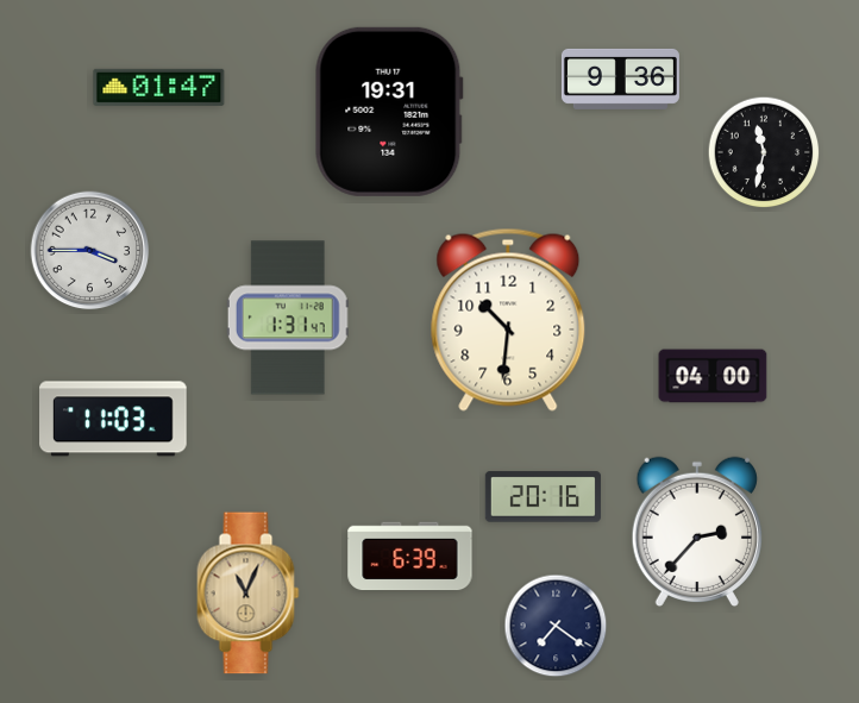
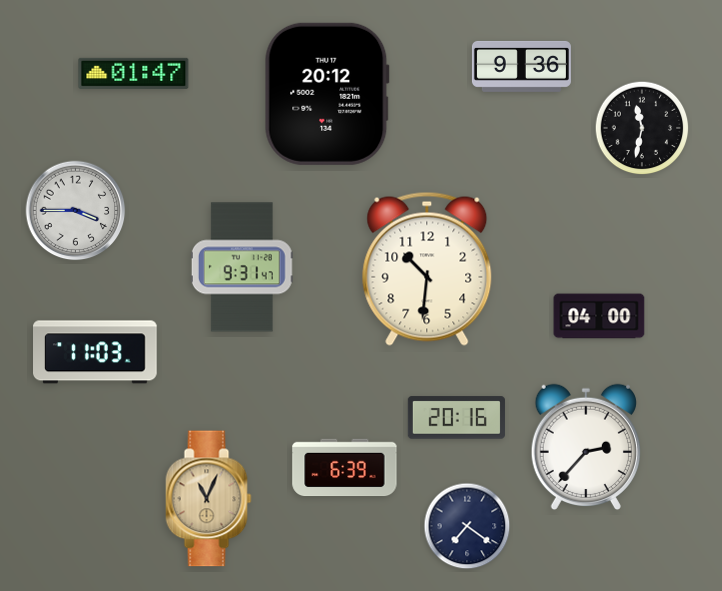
clock at (389, 112): 19:31 -> 20:12
clock at (288, 318): 1:31 -> 9:31
